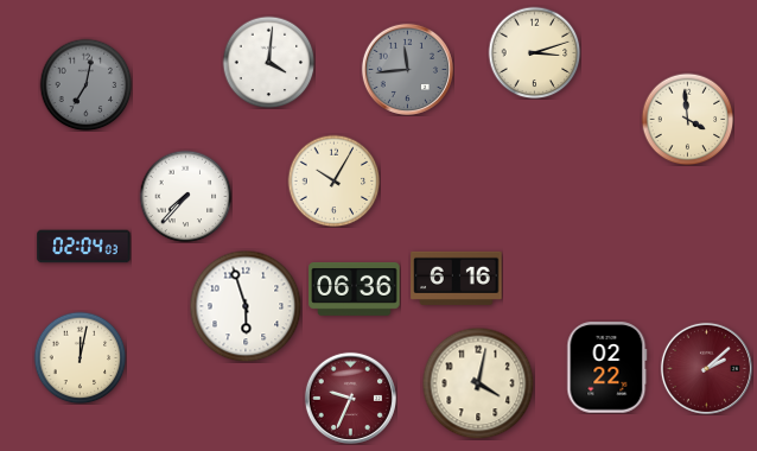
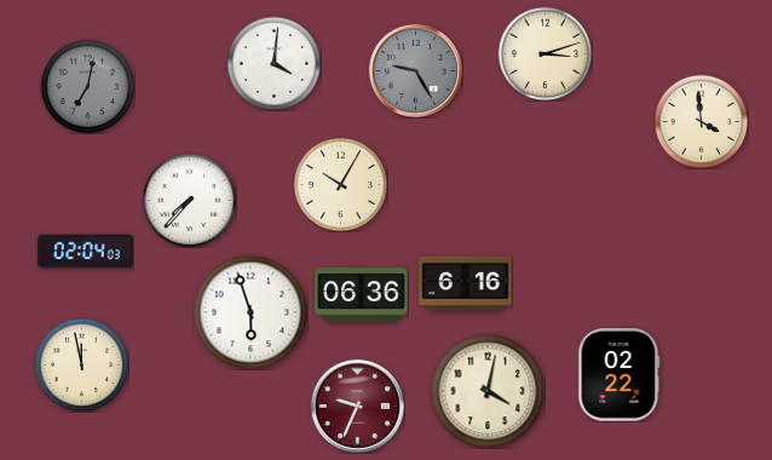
clock at (407, 69): 11:44 -> 9:25
clock at (79, 357): 12:02 -> 11:58
clock at (706, 368): 2:08 -> none
